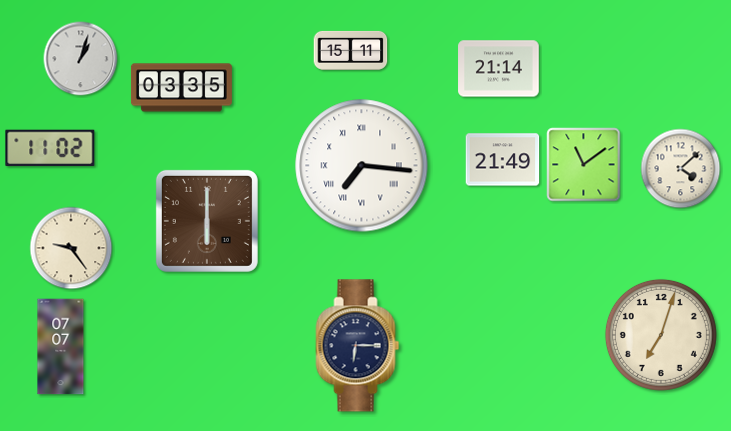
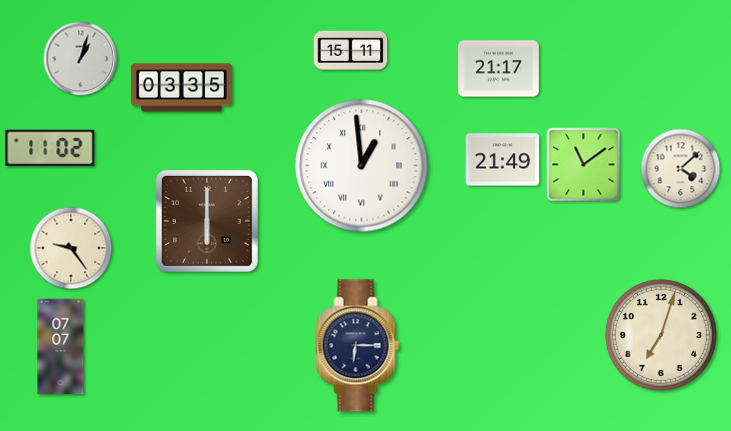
clock at (499, 69): 21:14 -> 21:17
clock at (362, 166): 7:16 -> 12:59
